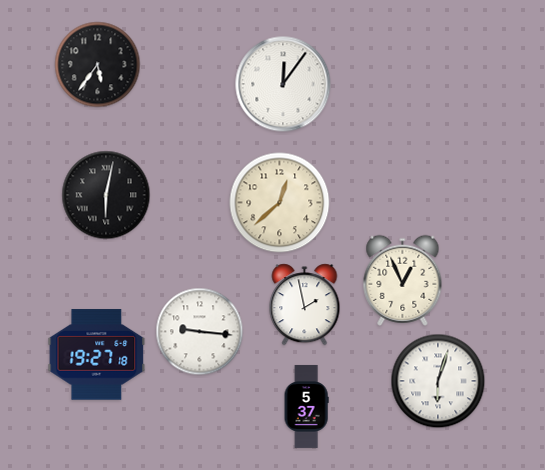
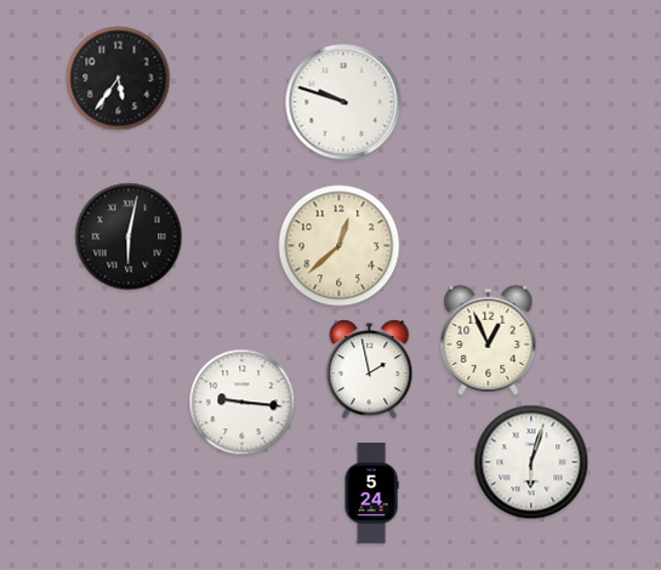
clock at (283, 84): 12:06 -> 9:48
clock at (97, 355): 19:27 -> none
clock at (306, 406): 5:37 -> 5:24
